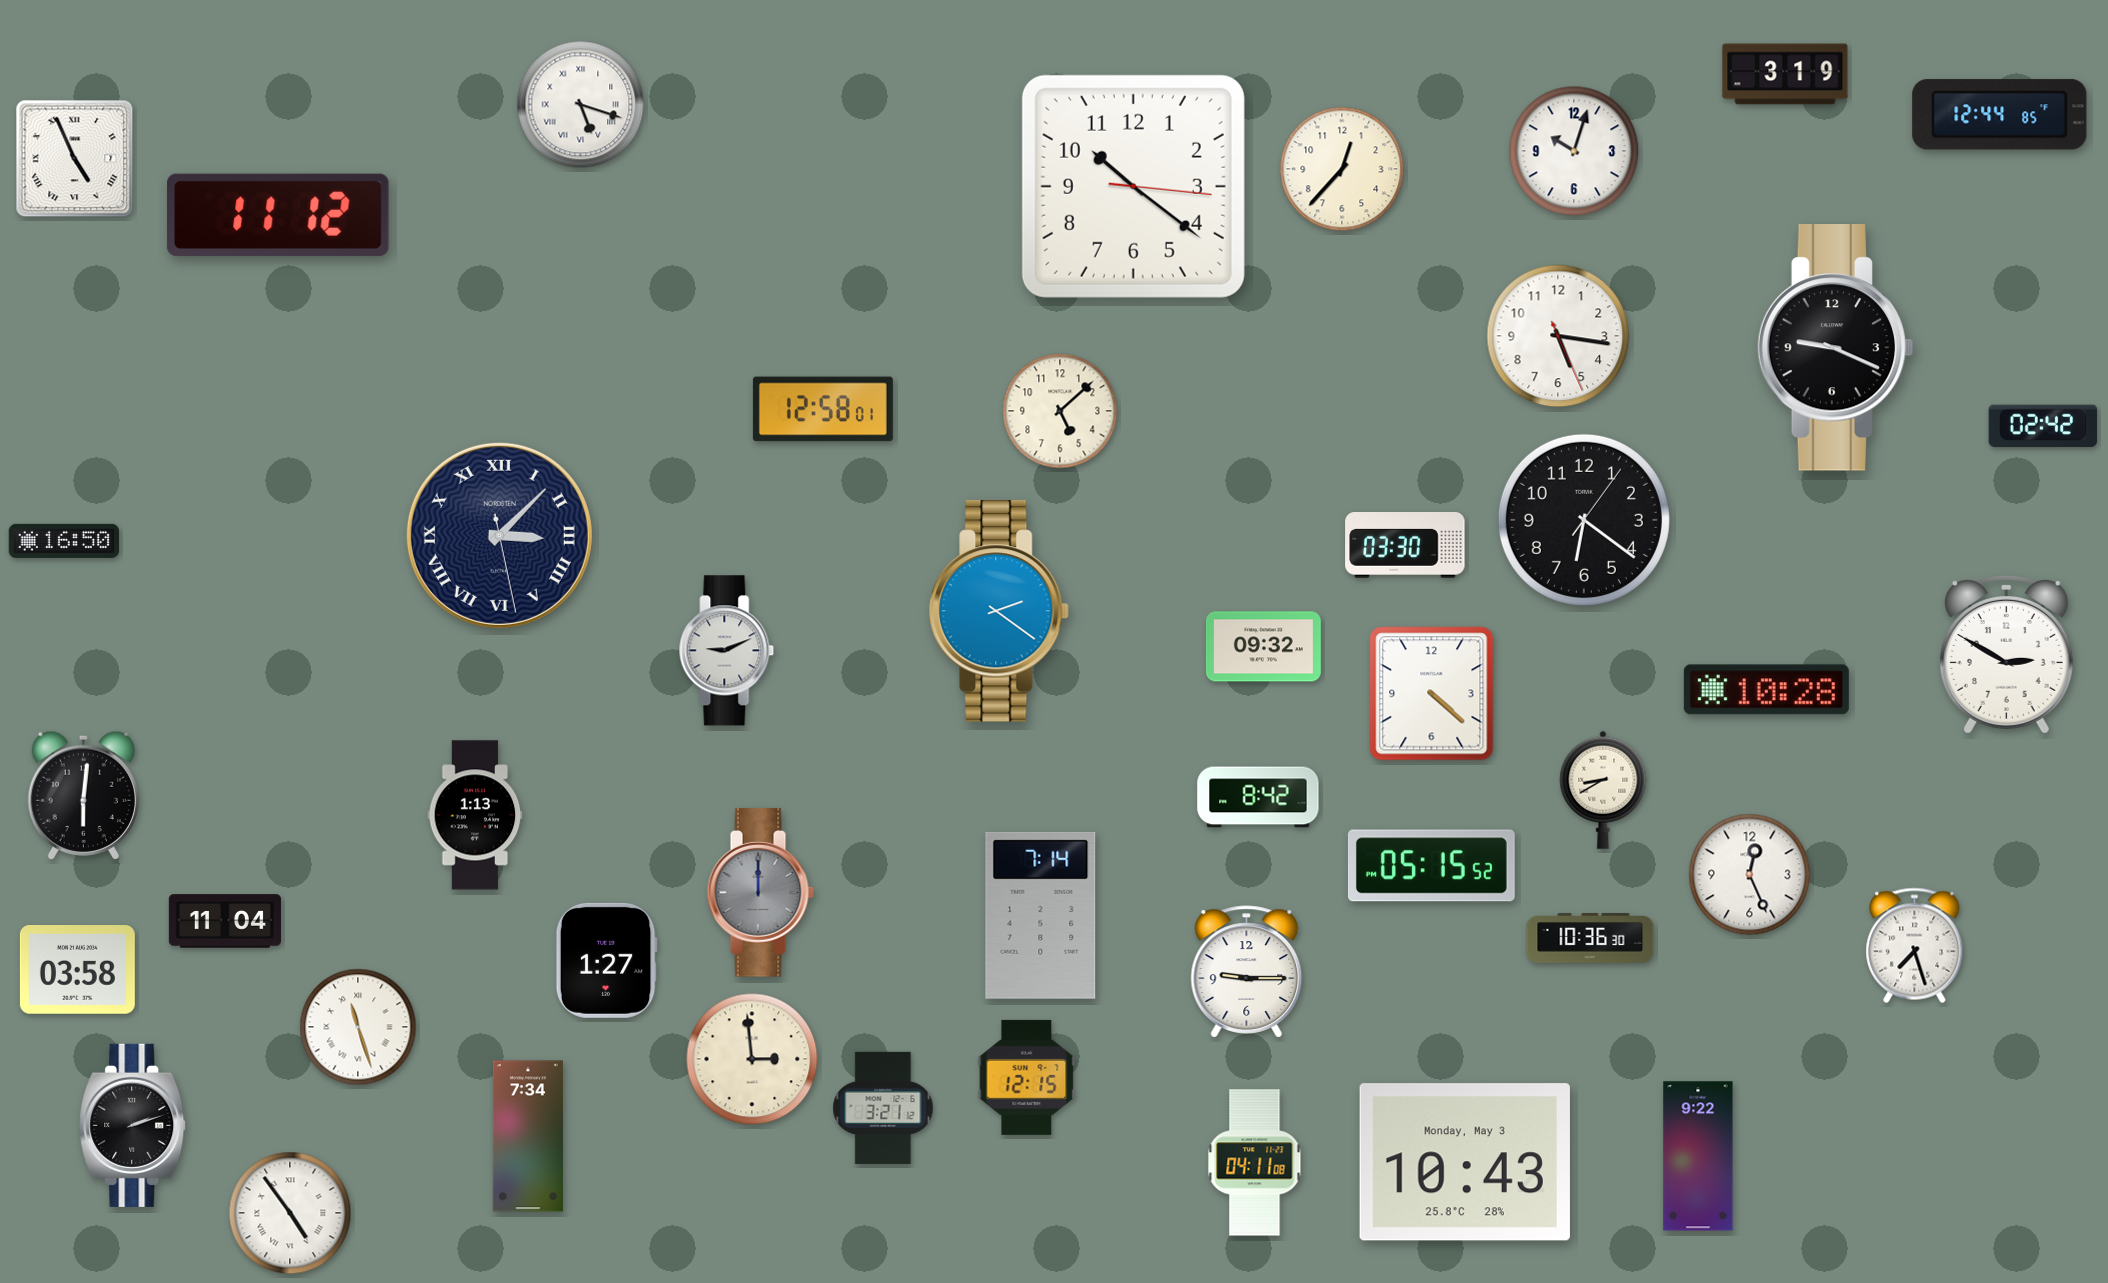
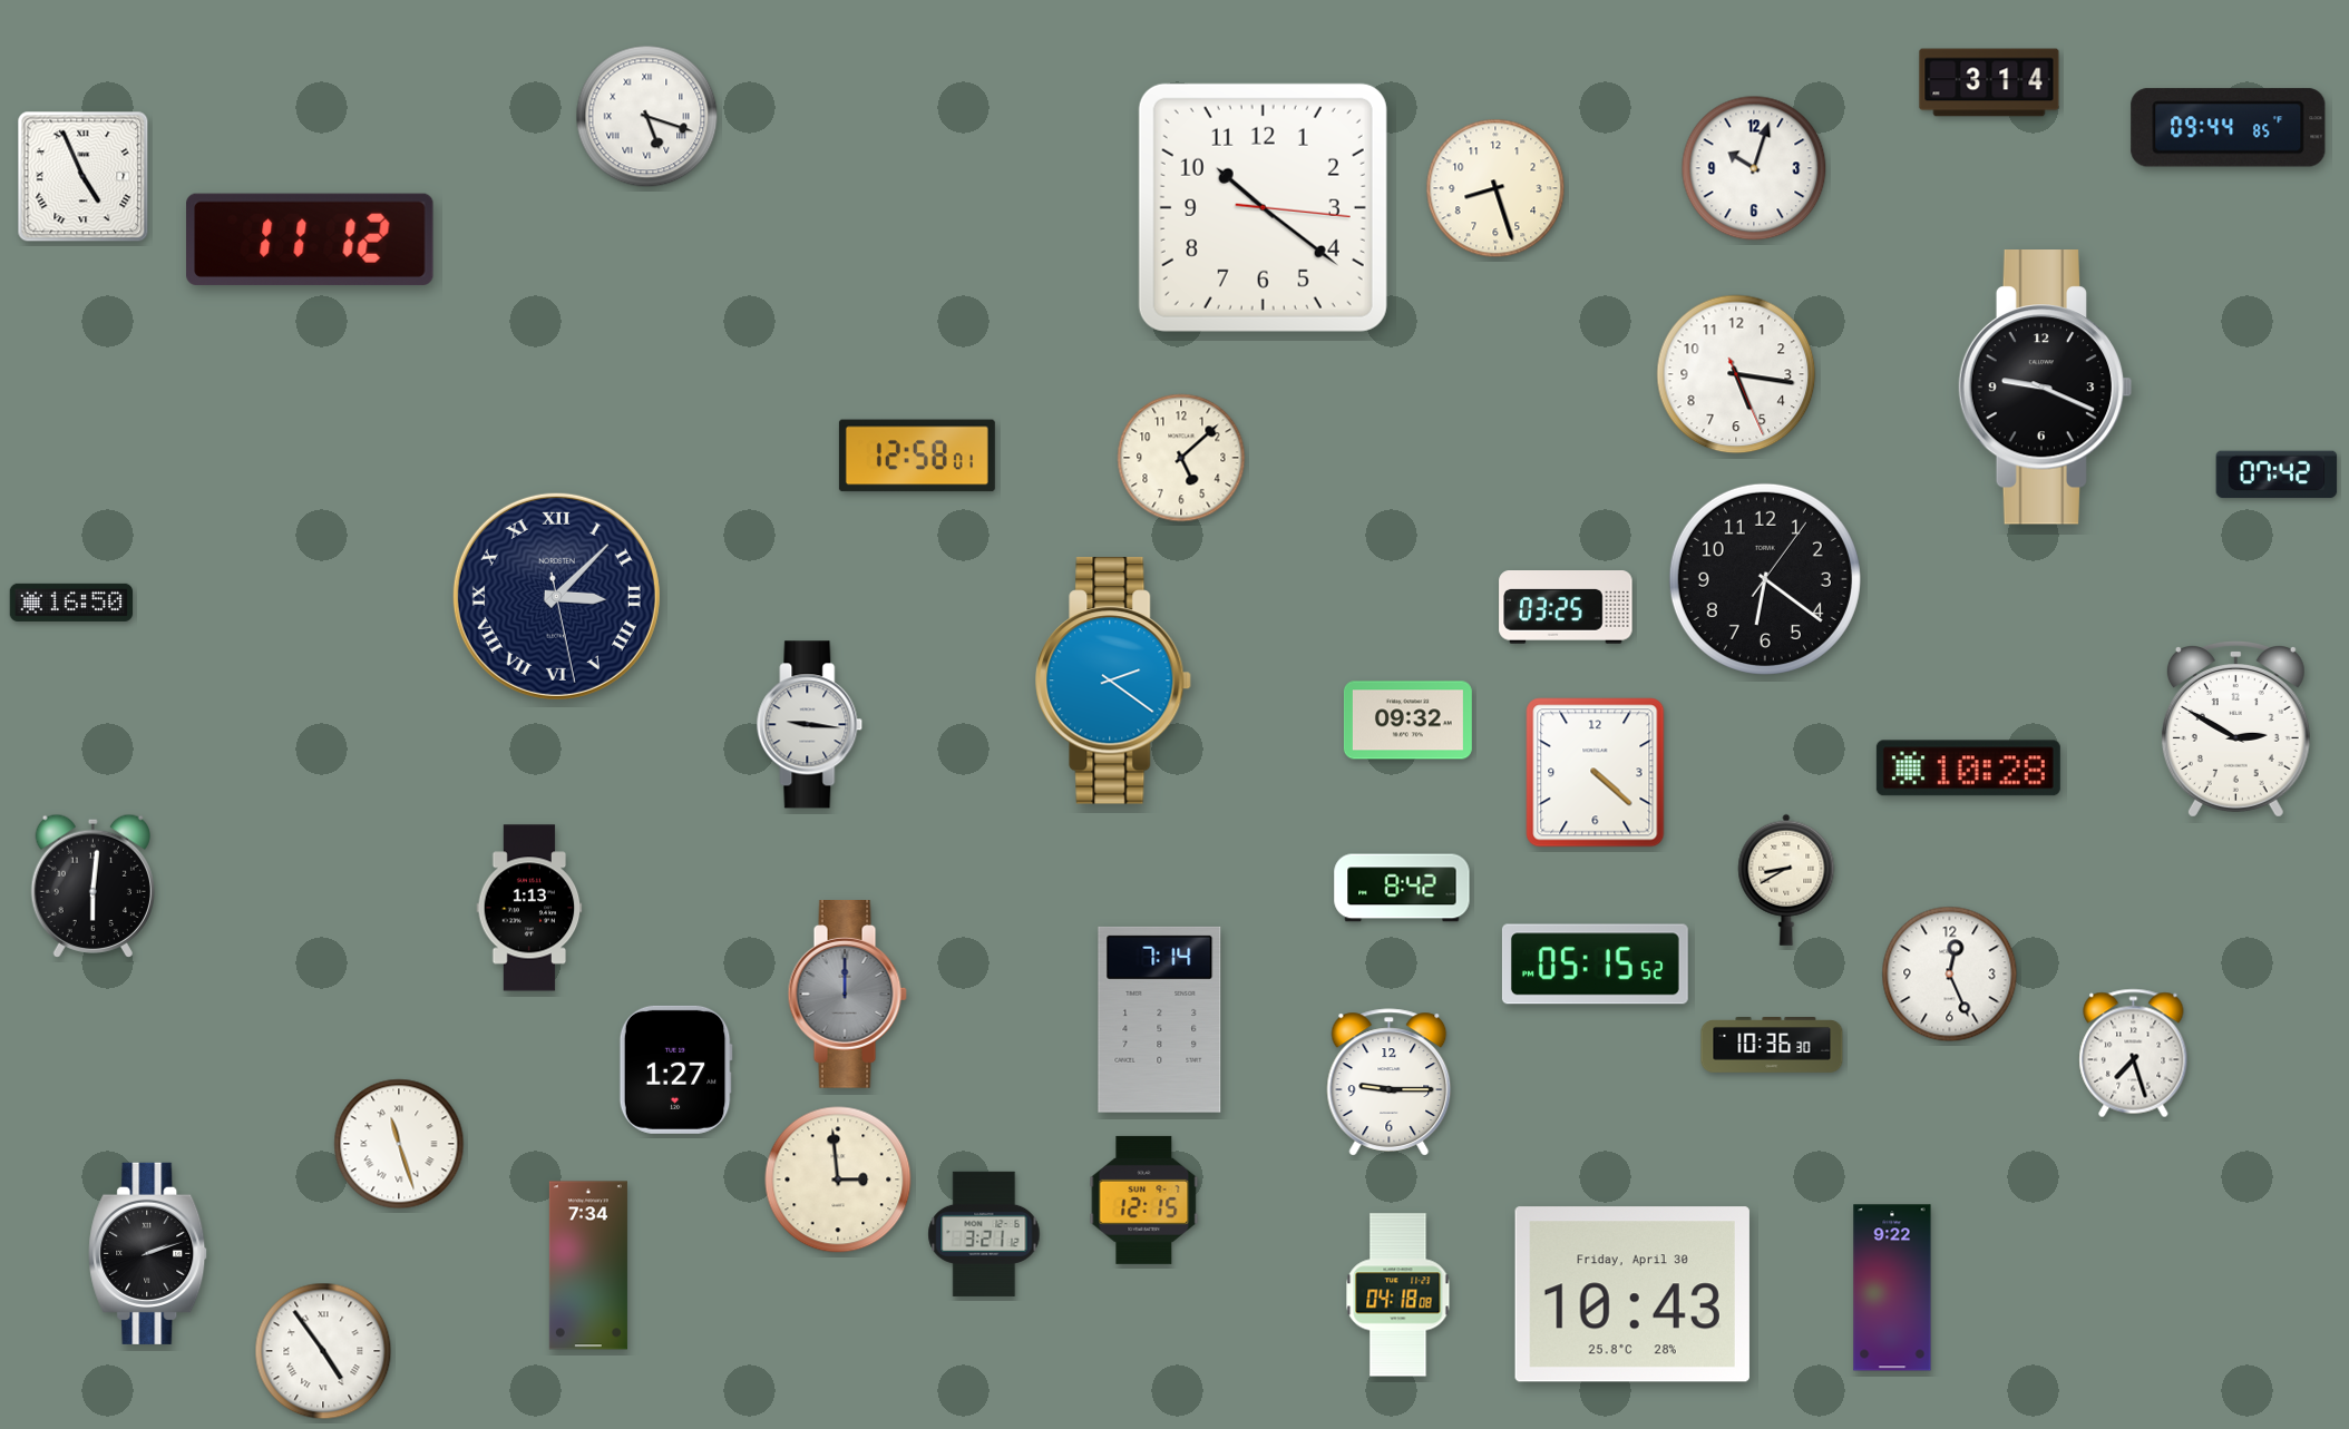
clock at (1785, 74): 3:19 -> 3:14
clock at (2000, 115): 12:44 -> 09:44
clock at (1342, 169): 12:37 -> 8:27
clock at (2043, 426): 02:42 -> 07:42
clock at (1405, 546): 03:30 -> 03:25
clock at (727, 651): 9:11 -> 9:16
clock at (225, 921): 11:04 -> none
clock at (77, 970): 03:58 -> none
clock at (1465, 1162) date: Monday, May 3 -> Friday, April 30
clock at (1255, 1163): 04:11 -> 04:18
